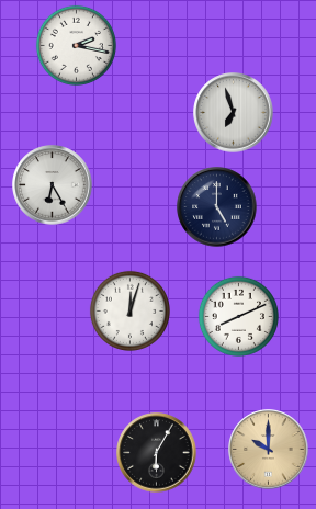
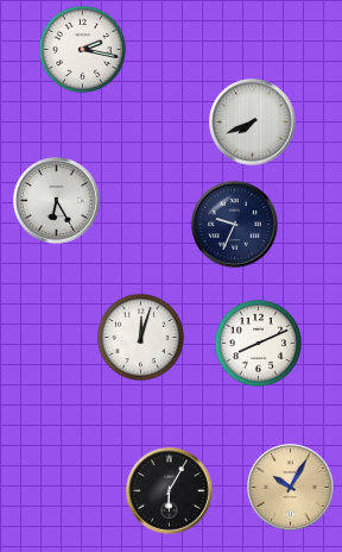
clock at (234, 113): 6:57 -> 7:41
clock at (217, 207): 5:00 -> 9:34
clock at (269, 450): 10:00 -> 10:05
